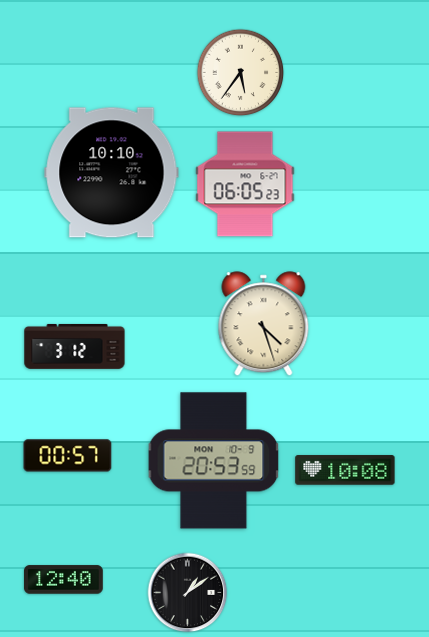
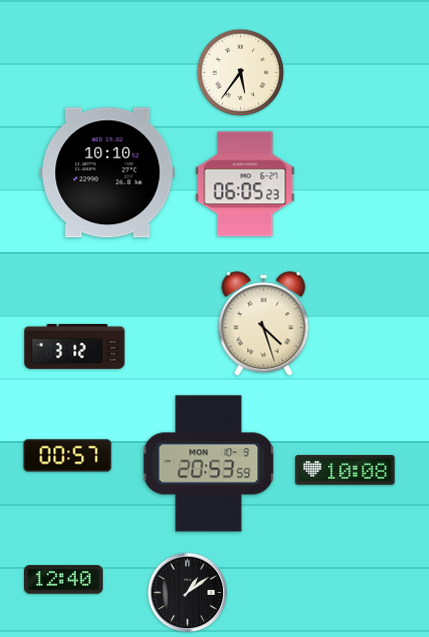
clock at (112, 173) position: (112, 173) -> (108, 173)
clock at (214, 461) position: (214, 461) -> (209, 464)
